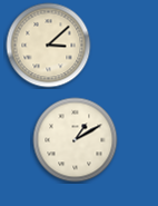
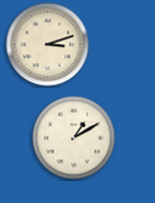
clock at (49, 46): 3:08 -> 3:12
